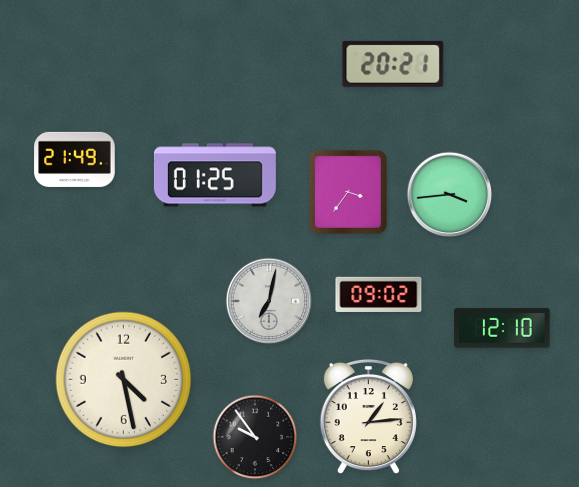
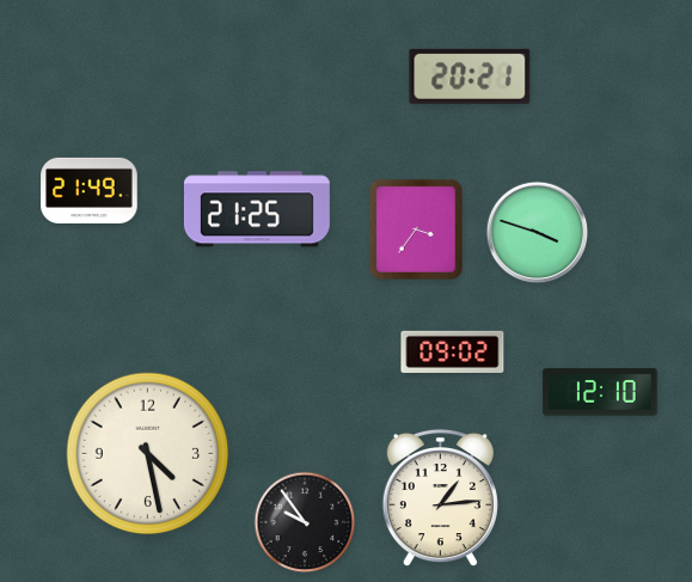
clock at (215, 175): 01:25 -> 21:25
clock at (450, 195): 3:44 -> 3:48
clock at (269, 301): 7:02 -> none
